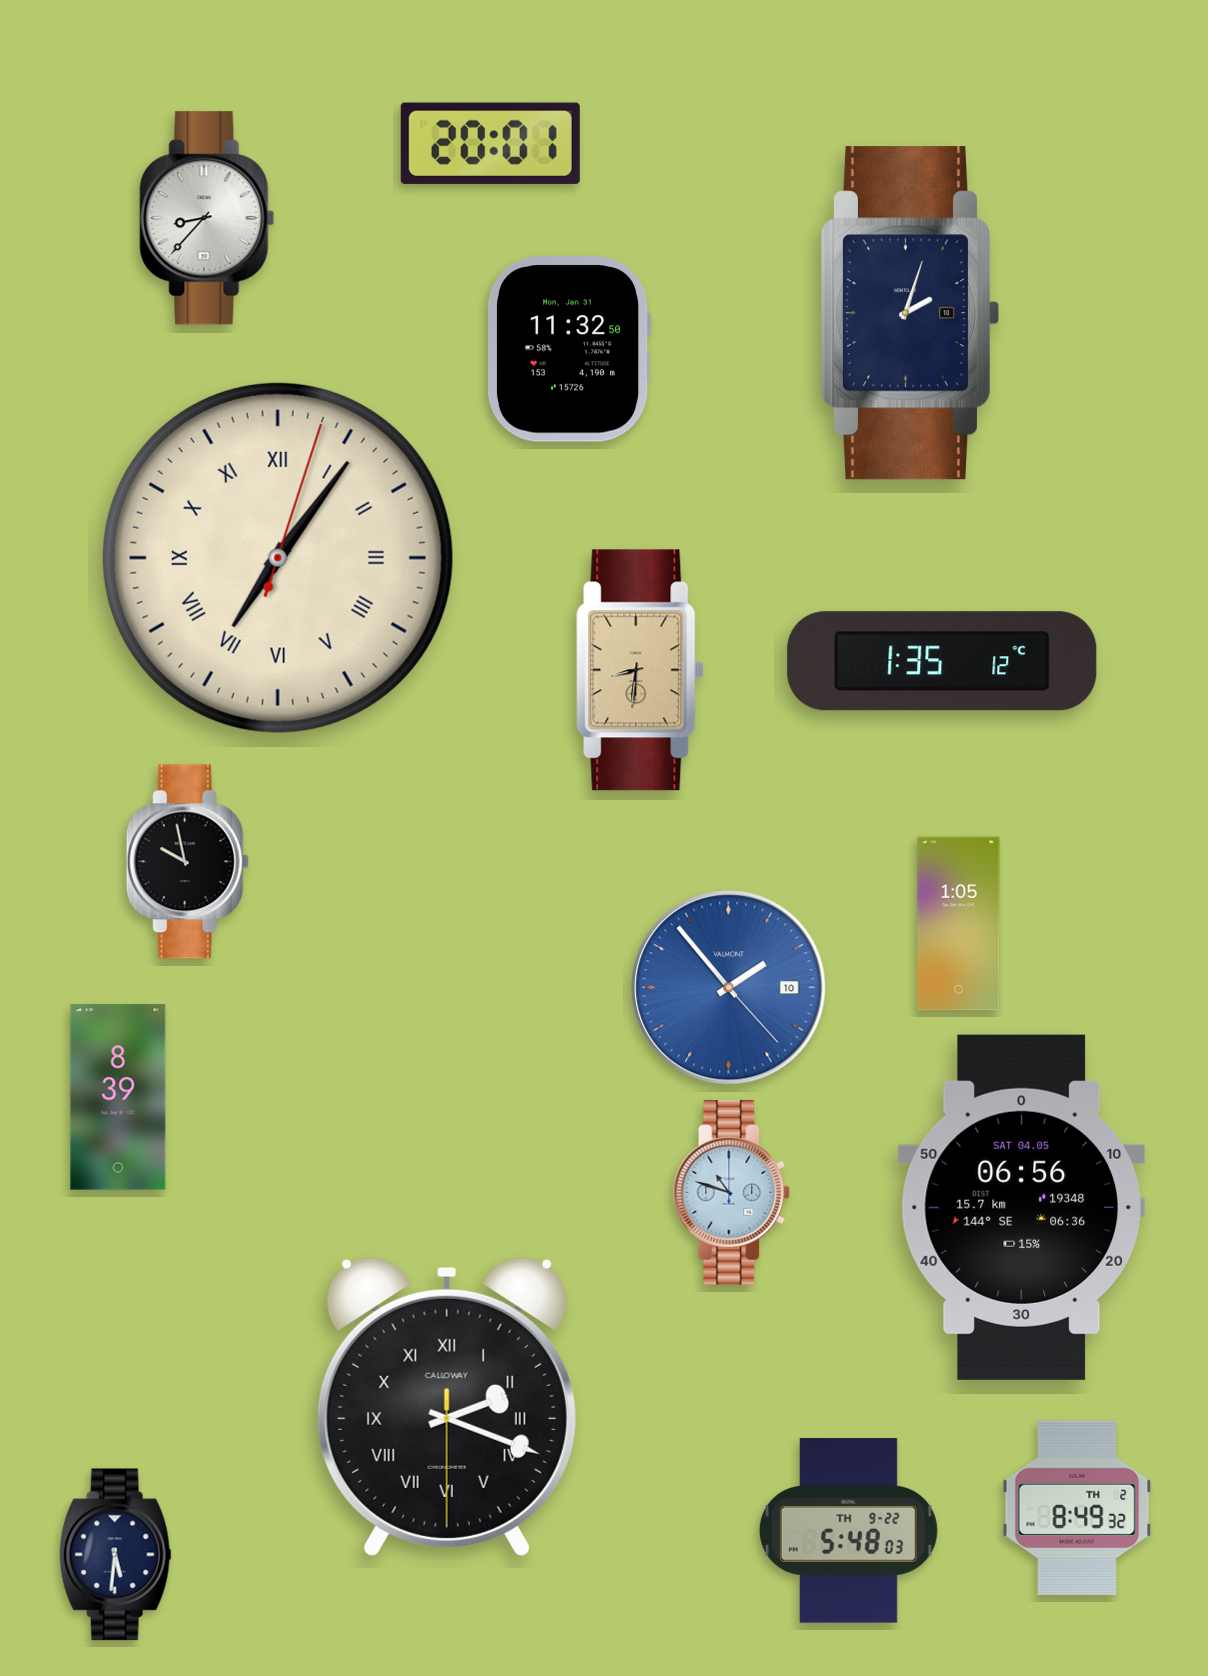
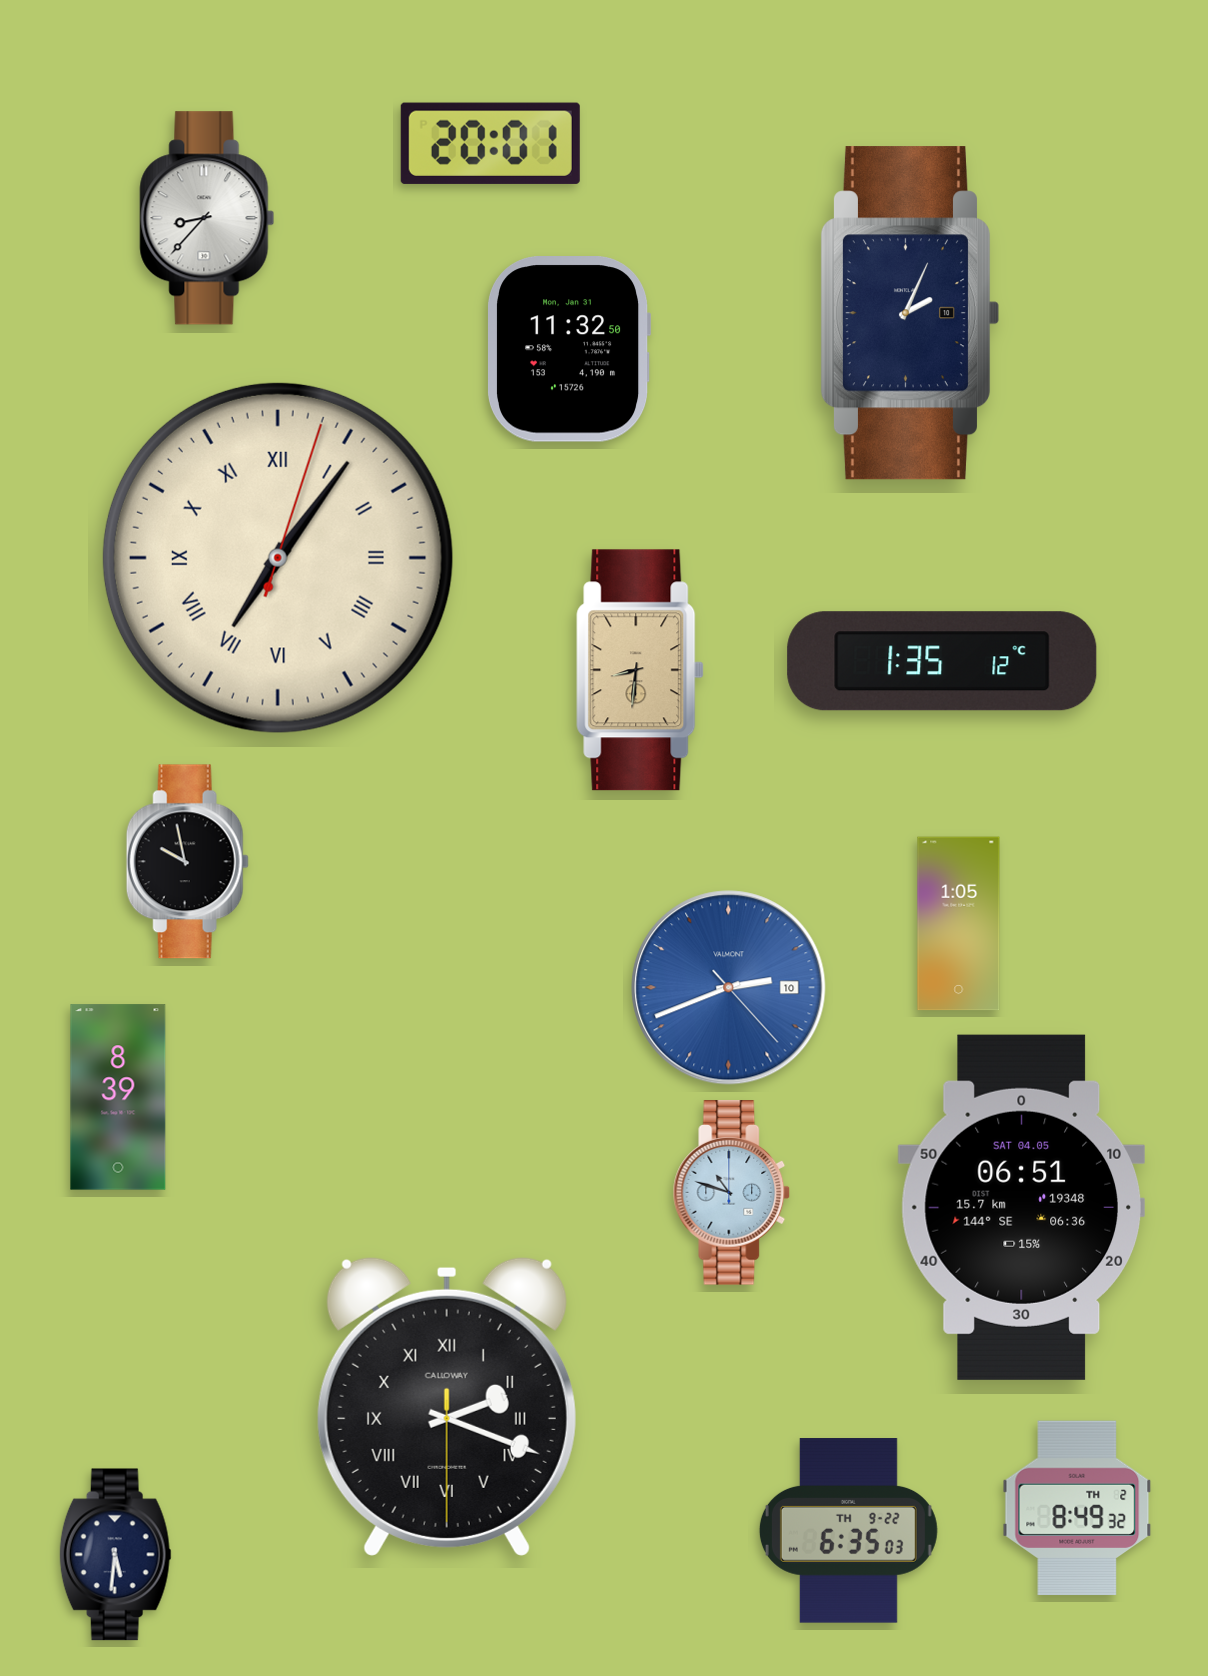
clock at (909, 313): 2:03 -> 2:04
clock at (729, 988): 1:53 -> 2:41
clock at (1021, 1207): 06:56 -> 06:51
clock at (848, 1531): 5:48 -> 6:35
